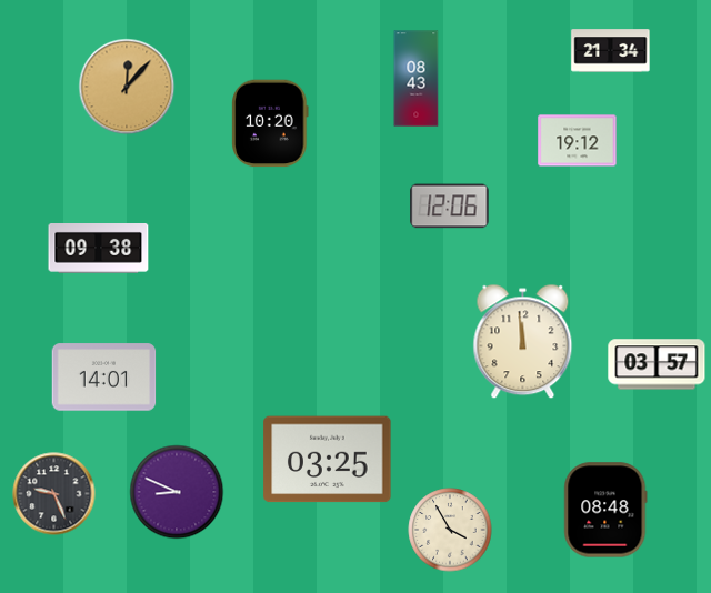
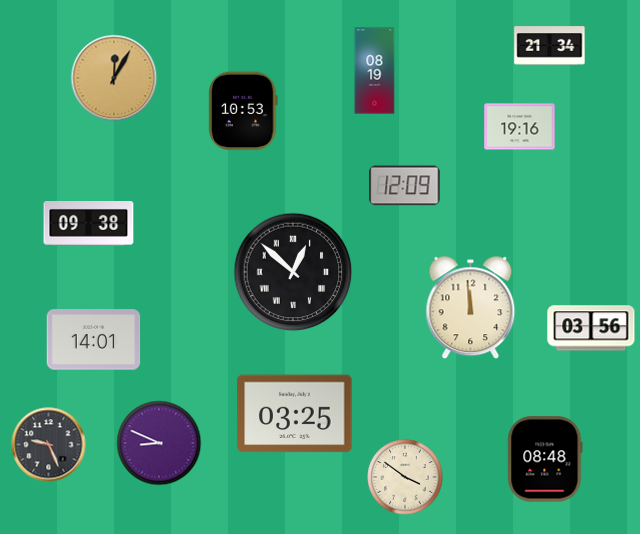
clock at (417, 79): 08:43 -> 08:19
clock at (127, 87): 12:07 -> 12:05
clock at (270, 123): 10:20 -> 10:53
clock at (578, 141): 19:12 -> 19:16
clock at (450, 207): 12:06 -> 12:09
clock at (293, 272): none -> 12:52
clock at (657, 364): 03:57 -> 03:56
clock at (450, 530): 3:55 -> 3:51
